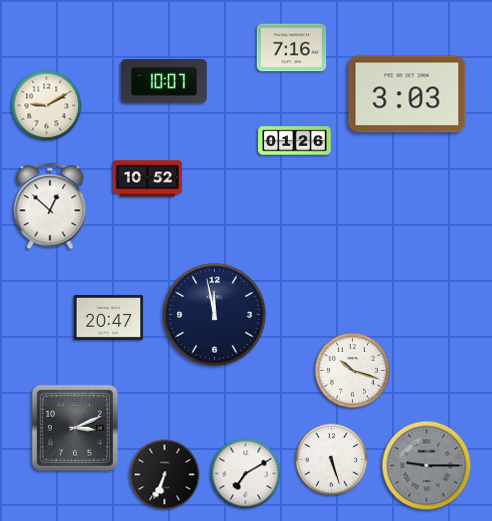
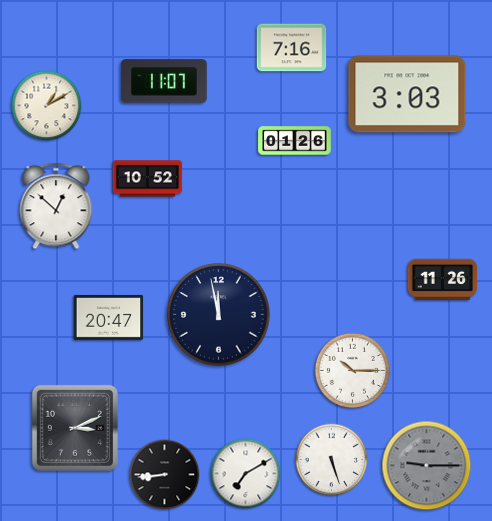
clock at (164, 81): 10:07 -> 11:07
clock at (47, 106): 9:10 -> 1:10
clock at (50, 206) position: (50, 206) -> (56, 206)
clock at (443, 280): none -> 11:26
clock at (215, 315) position: (215, 315) -> (219, 315)
clock at (352, 370): 10:18 -> 10:15
clock at (165, 475): 6:34 -> 8:44
